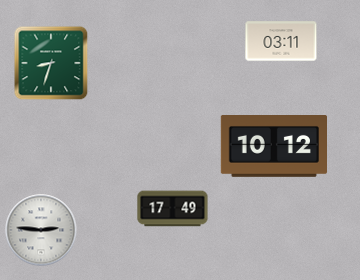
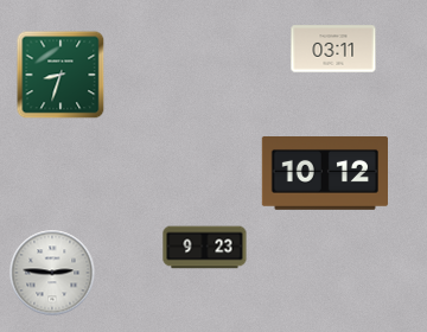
clock at (173, 209): 17:49 -> 9:23
clock at (41, 230) position: (41, 230) -> (52, 273)
